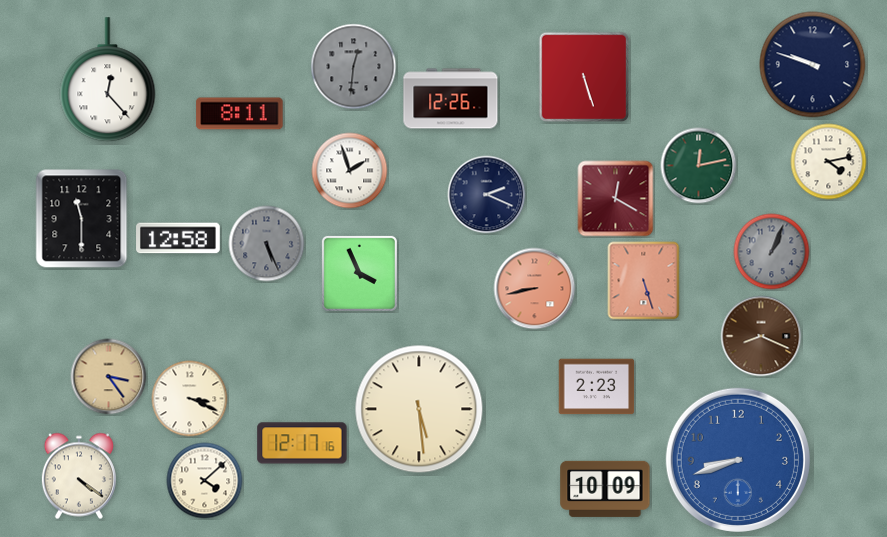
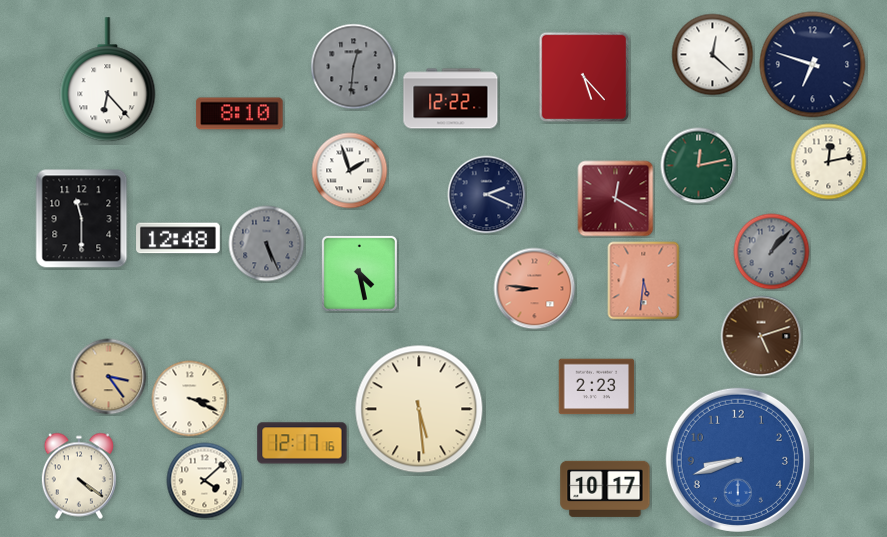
clock at (713, 55): none -> 12:22
clock at (813, 65): 9:48 -> 6:48
clock at (584, 77): 5:27 -> 5:23
clock at (108, 80): 12:23 -> 6:23
clock at (451, 99): 12:26 -> 12:22
clock at (240, 114): 8:11 -> 8:10
clock at (829, 162): 4:13 -> 12:13
clock at (178, 238): 12:58 -> 12:48
clock at (772, 252): 1:04 -> 1:07
clock at (359, 273): 3:56 -> 4:28
clock at (644, 281): 5:27 -> 5:31
clock at (535, 289): 8:43 -> 8:46
clock at (761, 336): 8:19 -> 5:12
clock at (605, 489): 10:09 -> 10:17
